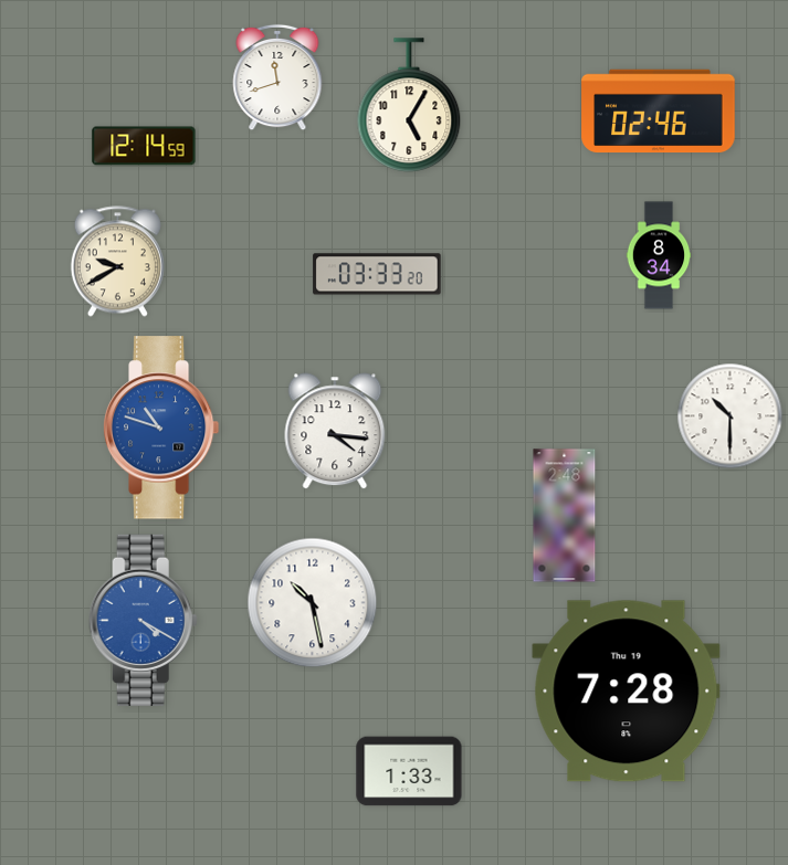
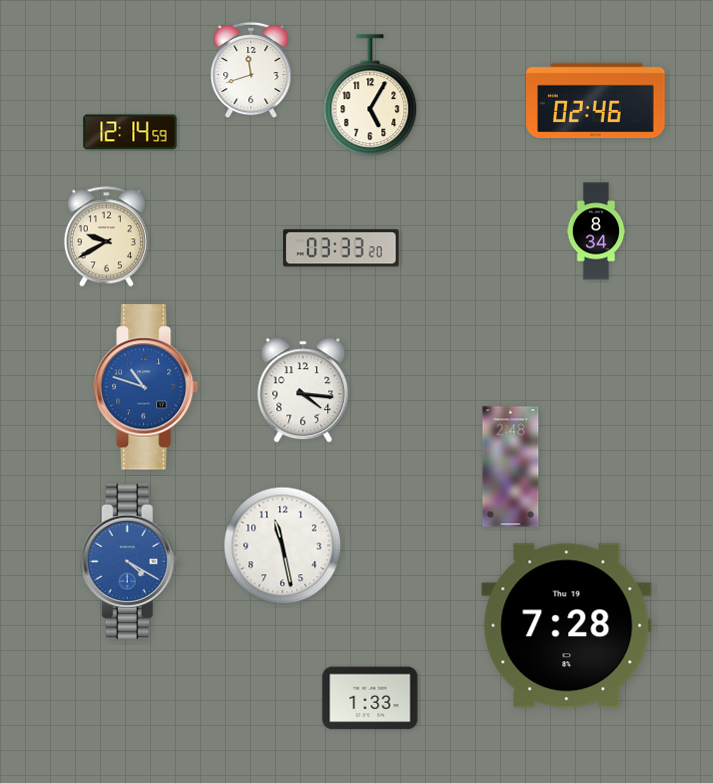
clock at (731, 416): 10:30 -> none
clock at (313, 603): 10:28 -> 11:28
